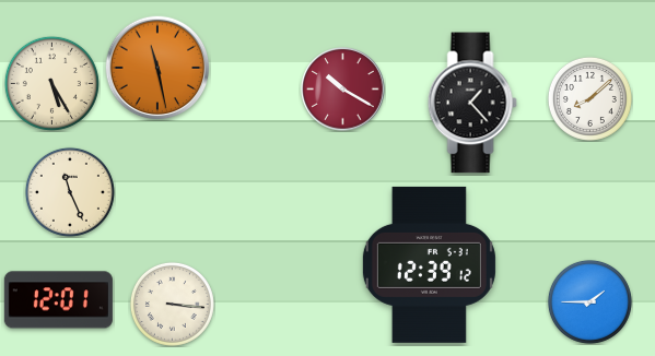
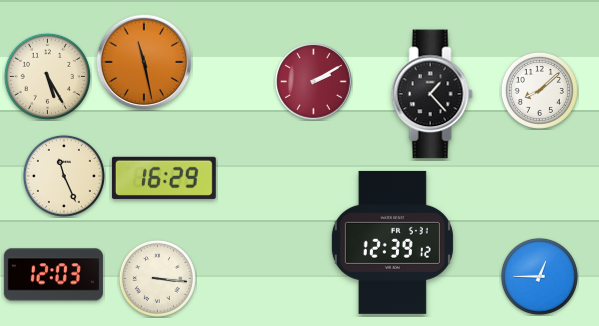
clock at (343, 90): 10:20 -> 2:10
clock at (164, 178): none -> 16:29
clock at (58, 300): 12:01 -> 12:03
clock at (589, 301): 1:45 -> 12:45
